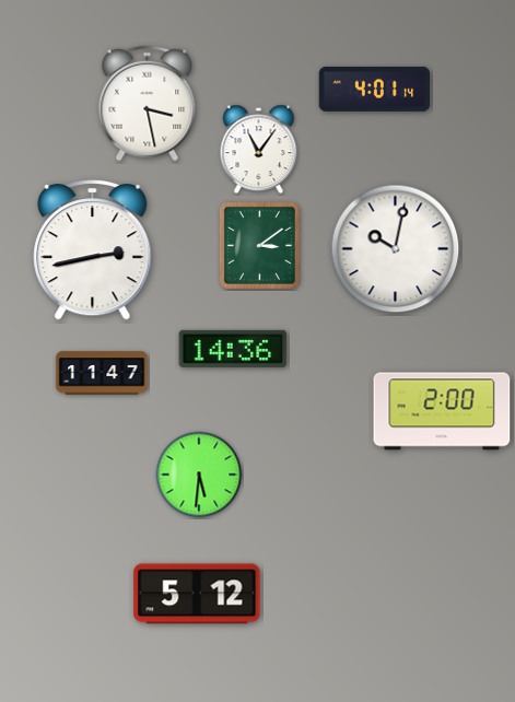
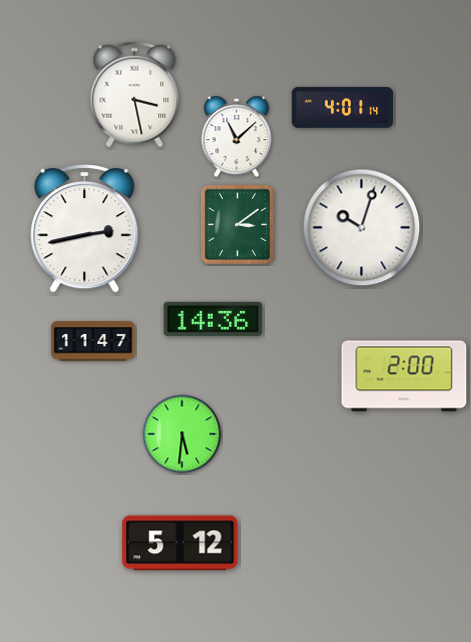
clock at (375, 89) position: (375, 89) -> (343, 107)
clock at (259, 150): 11:06 -> 11:08
clock at (396, 249): 10:02 -> 10:03
